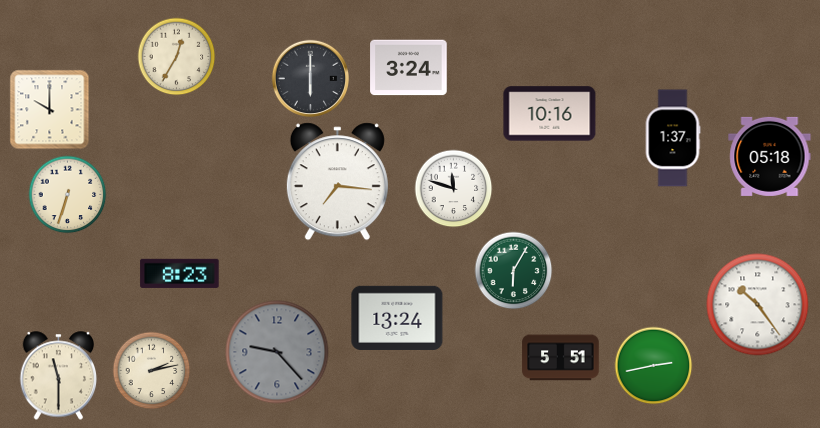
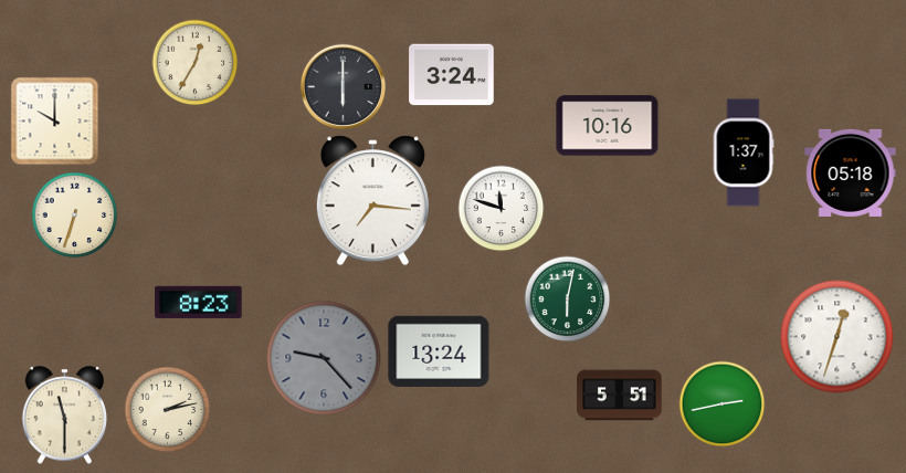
clock at (513, 270): 6:05 -> 6:02
clock at (758, 305): 10:24 -> 12:33
clock at (277, 352) position: (277, 352) -> (324, 358)
